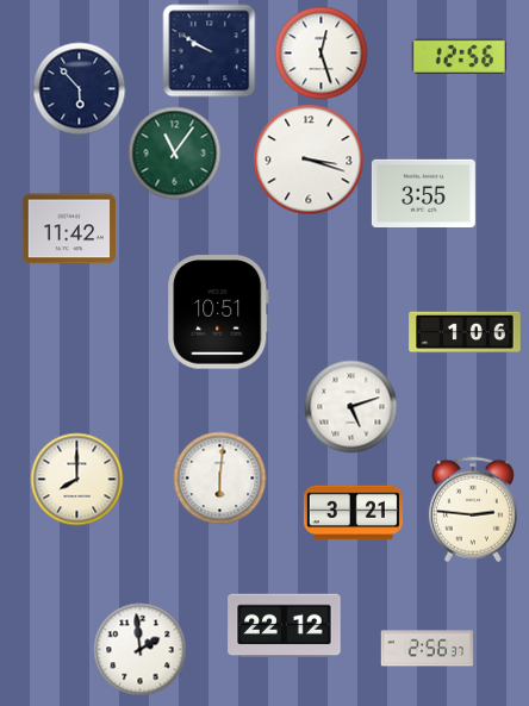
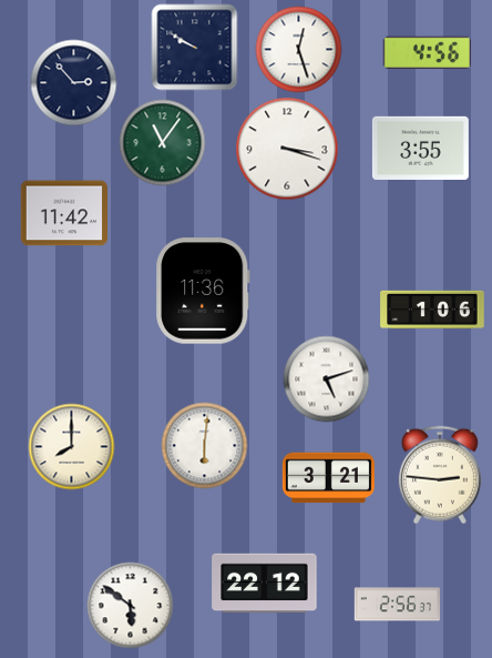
clock at (459, 56): 12:56 -> 4:56
clock at (79, 88): 5:53 -> 2:53
clock at (423, 193) position: (423, 193) -> (420, 148)
clock at (218, 312): 10:51 -> 11:36
clock at (139, 649): 1:59 -> 5:51
